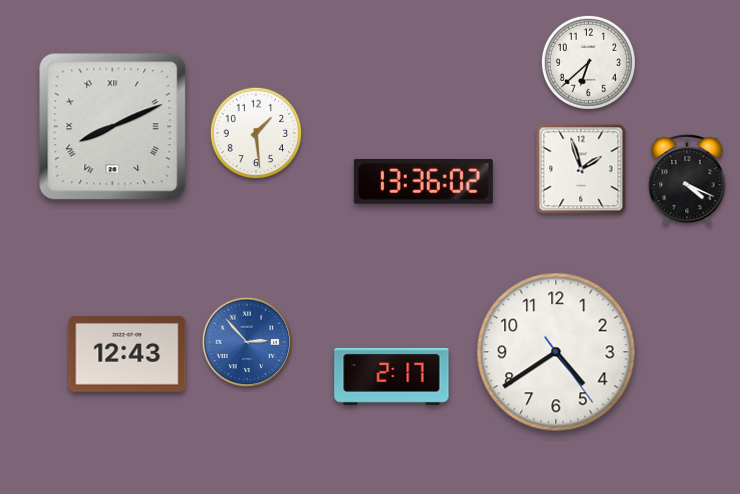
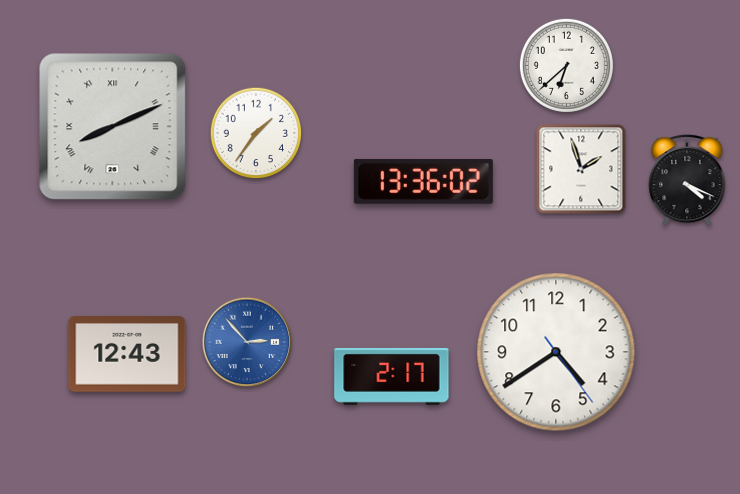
clock at (588, 62) position: (588, 62) -> (566, 65)
clock at (256, 133): 1:29 -> 1:36
